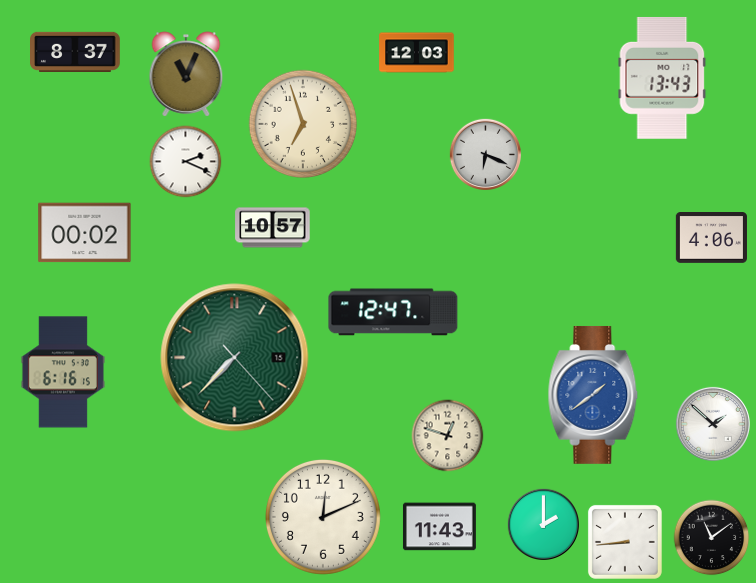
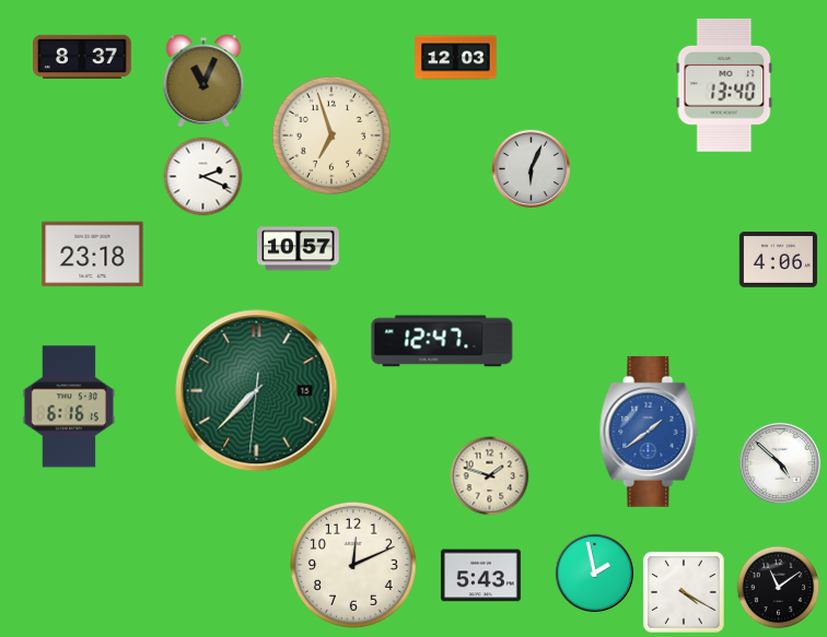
clock at (662, 78): 13:43 -> 13:40
clock at (485, 154): 6:19 -> 6:04
clock at (85, 233): 00:02 -> 23:18
clock at (393, 312) position: (393, 312) -> (442, 341)
clock at (235, 358): 7:37:23 -> 7:37:31
clock at (713, 424): 1:52 -> 4:52
clock at (448, 436): 12:48 -> 1:48
clock at (543, 524): 2:00 -> 1:58
clock at (439, 527): 11:43 -> 5:43
clock at (625, 542): 8:44 -> 4:20
